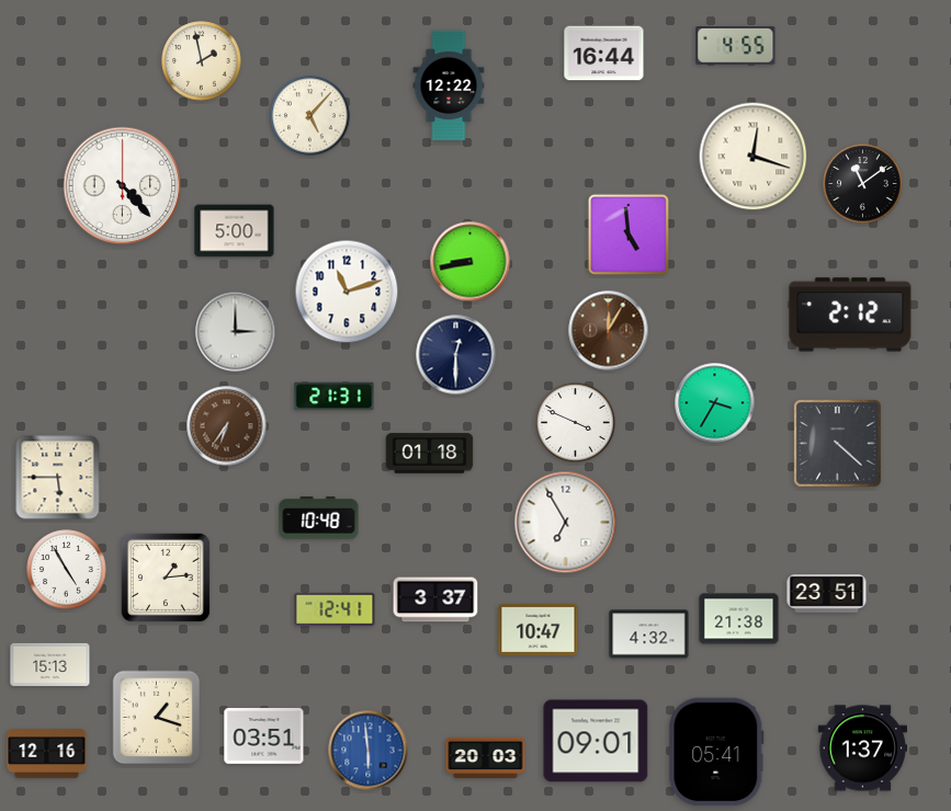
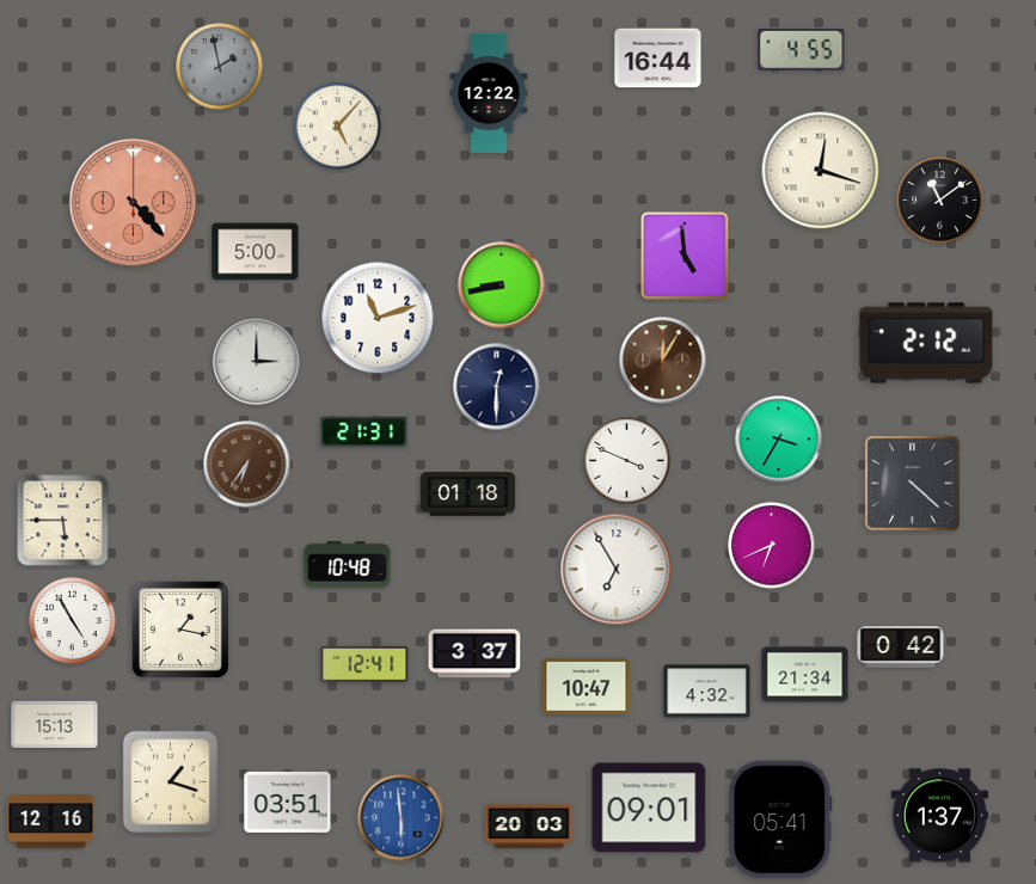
clock at (202, 61) dial: cream -> grey
clock at (123, 186) dial: white -> salmon
clock at (471, 262) position: (471, 262) -> (502, 286)
clock at (772, 546): none -> 6:41
clock at (166, 578): 1:14 -> 1:17
clock at (827, 594): 23:51 -> 0:42
clock at (739, 619): 21:38 -> 21:34
